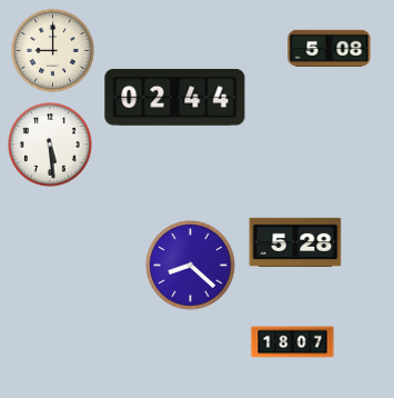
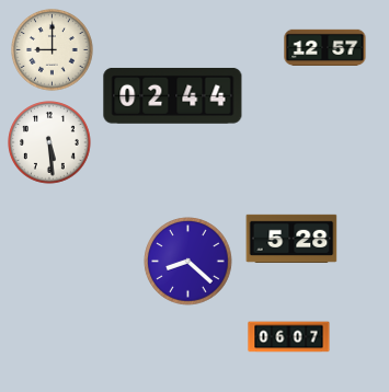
clock at (330, 48): 5:08 -> 12:57
clock at (293, 342): 18:07 -> 06:07
